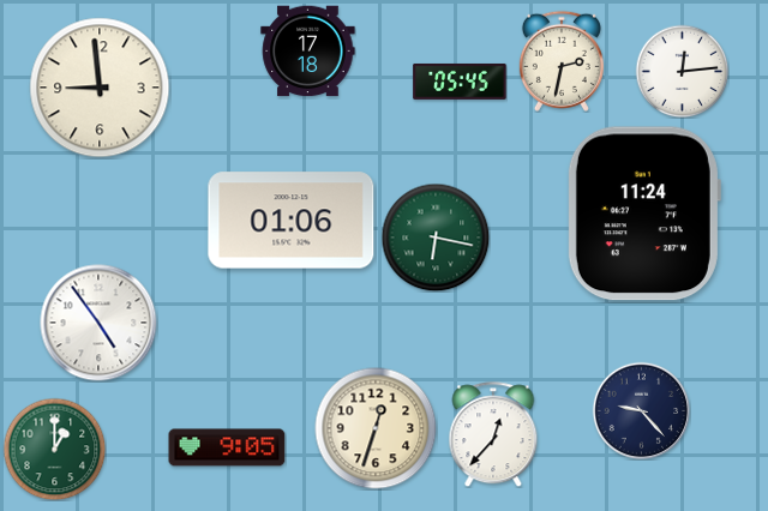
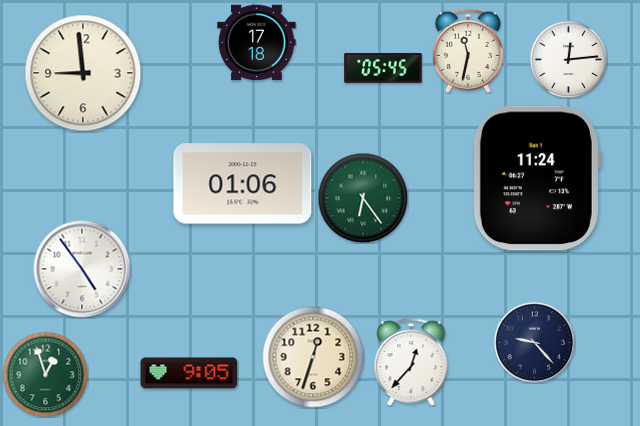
clock at (562, 61): 2:32 -> 11:32
clock at (436, 238): 6:17 -> 6:24
clock at (54, 449): 1:00 -> 12:57
